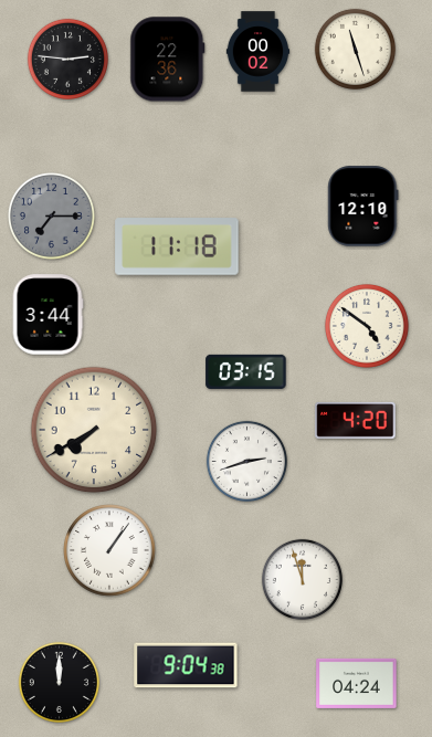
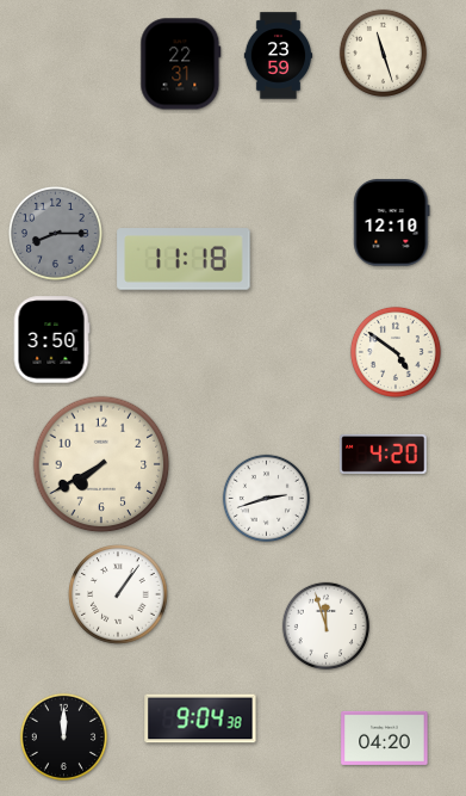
clock at (259, 52): 00:02 -> 23:59
clock at (67, 59): 2:46 -> none
clock at (168, 60): 22:36 -> 22:31
clock at (51, 215): 7:15 -> 8:15
clock at (177, 246) position: (177, 246) -> (184, 259)
clock at (48, 315): 3:44 -> 3:50
clock at (246, 371): 03:15 -> none
clock at (357, 683): 04:24 -> 04:20
